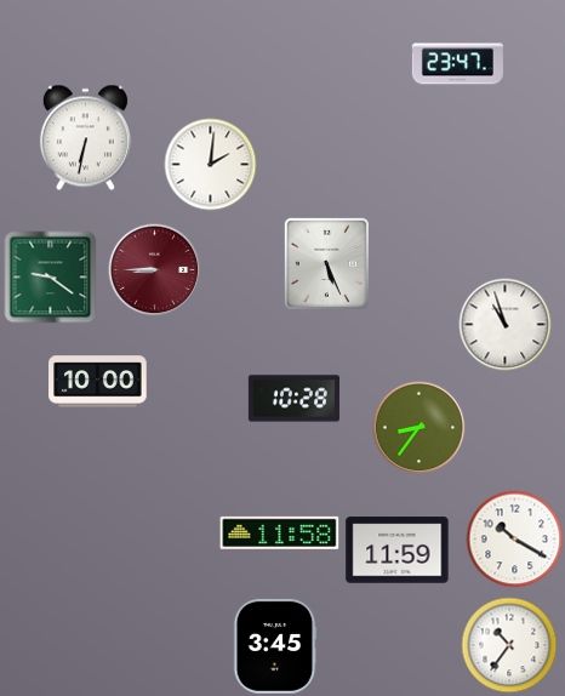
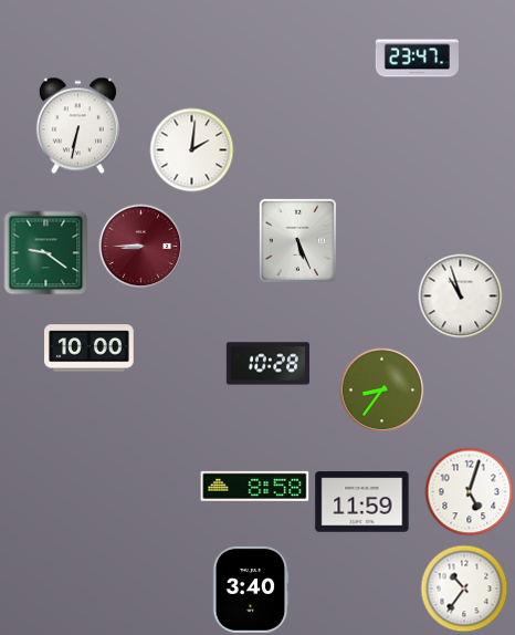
clock at (280, 532): 11:58 -> 8:58
clock at (515, 540): 10:20 -> 5:03
clock at (275, 646): 3:45 -> 3:40
